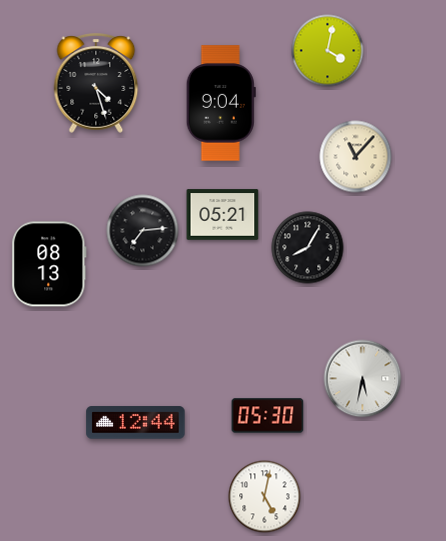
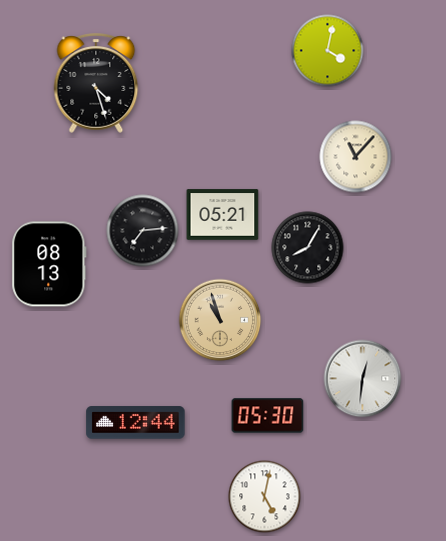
clock at (221, 103): 9:04 -> none
clock at (220, 320): none -> 10:57
clock at (363, 379): 5:32 -> 12:31
